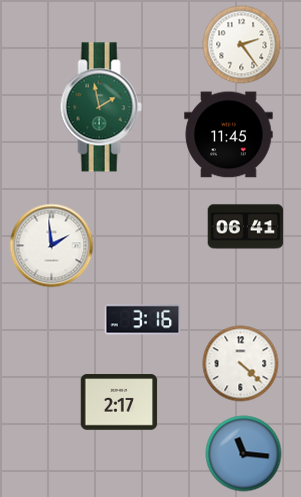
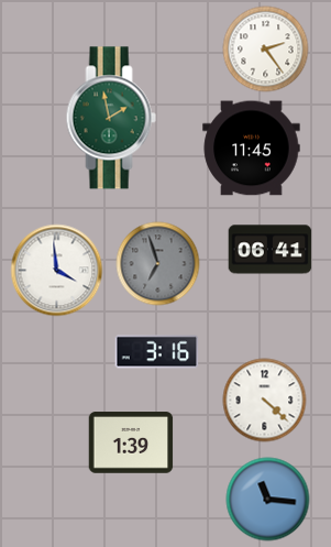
clock at (158, 264): none -> 6:57
clock at (52, 246): 1:59 -> 3:59
clock at (119, 402): 2:17 -> 1:39
